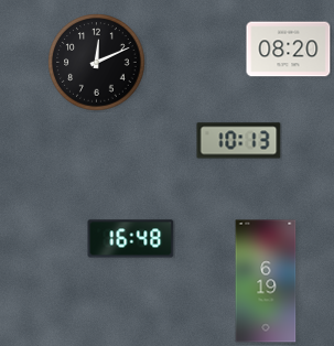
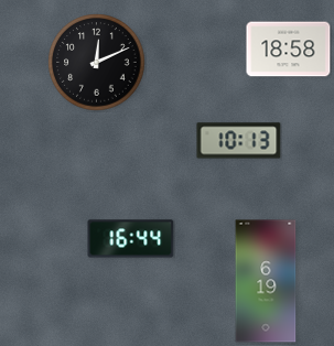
clock at (289, 50): 08:20 -> 18:58
clock at (131, 239): 16:48 -> 16:44
